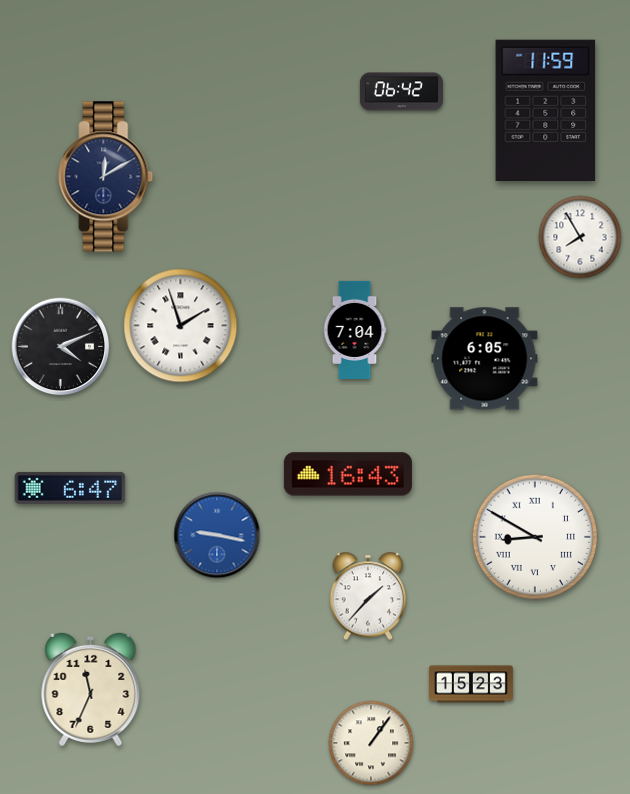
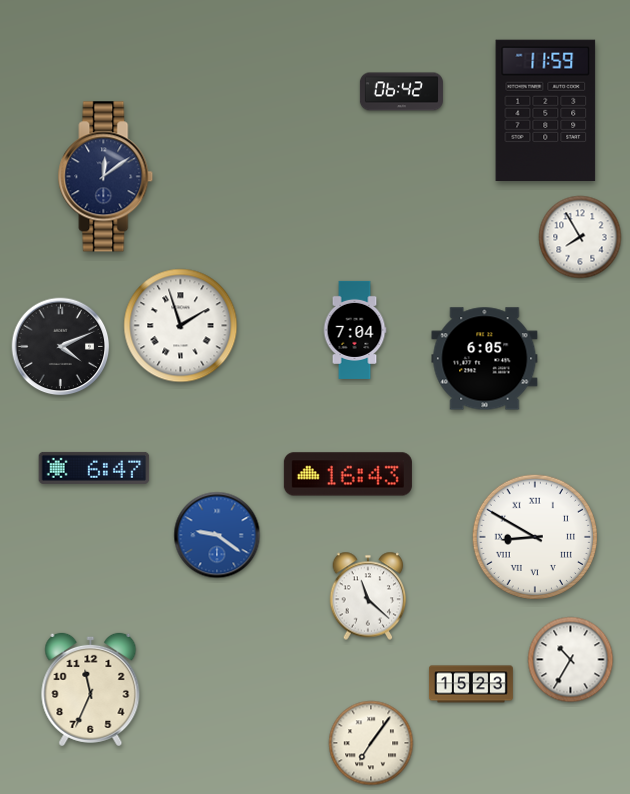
clock at (106, 177): 12:10 -> 12:09
clock at (70, 488) position: (70, 488) -> (94, 468)
clock at (217, 535): 9:17 -> 9:21
clock at (368, 596): 1:37 -> 11:22
clock at (571, 660): none -> 10:35
clock at (371, 743): 1:06 -> 7:06
